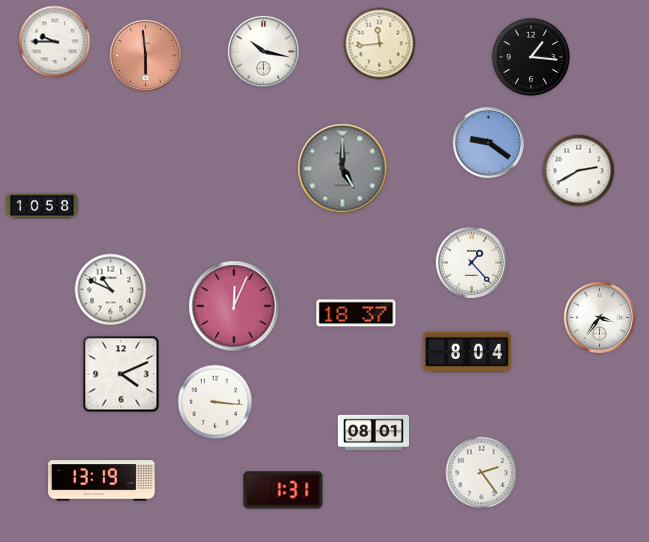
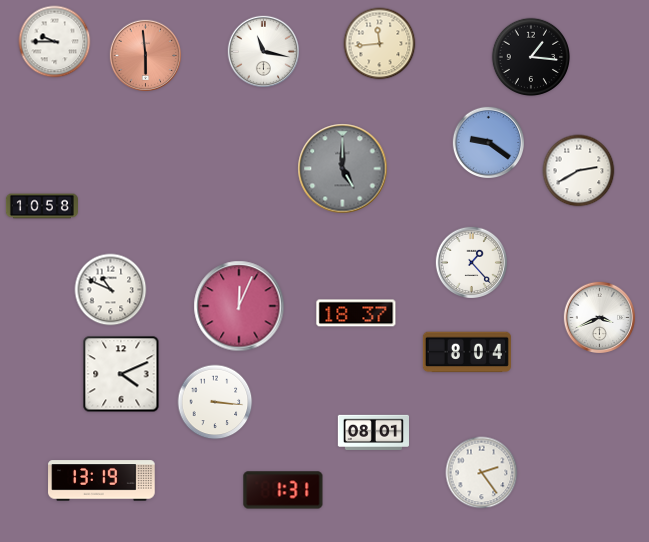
clock at (263, 51): 10:17 -> 11:17
clock at (234, 306) position: (234, 306) -> (239, 306)
clock at (599, 317): 3:36 -> 3:41
